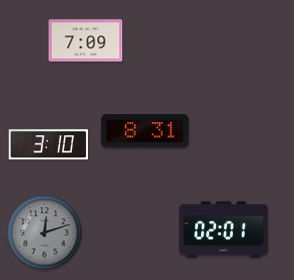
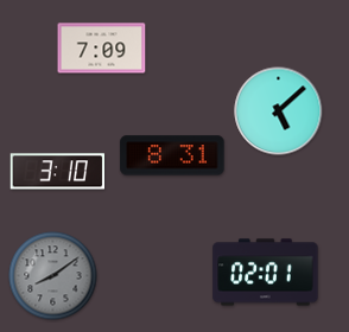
clock at (279, 111): none -> 5:08
clock at (45, 233): 12:12 -> 8:09
